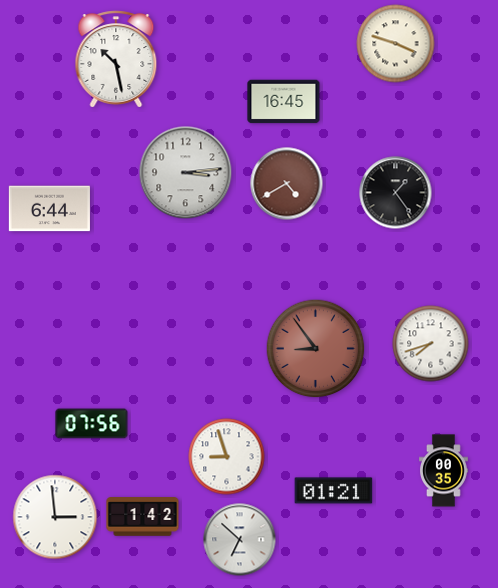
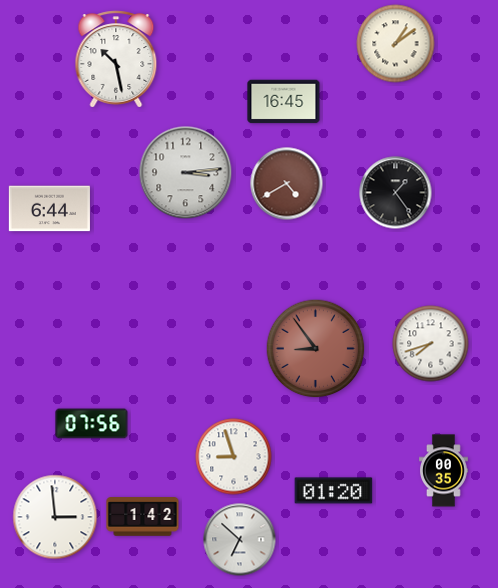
clock at (396, 44): 3:48 -> 1:09
clock at (227, 457) position: (227, 457) -> (234, 457)
clock at (334, 491): 01:21 -> 01:20
